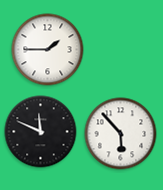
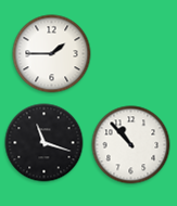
clock at (41, 132): 11:49 -> 11:18
clock at (121, 134): 5:53 -> 10:53
